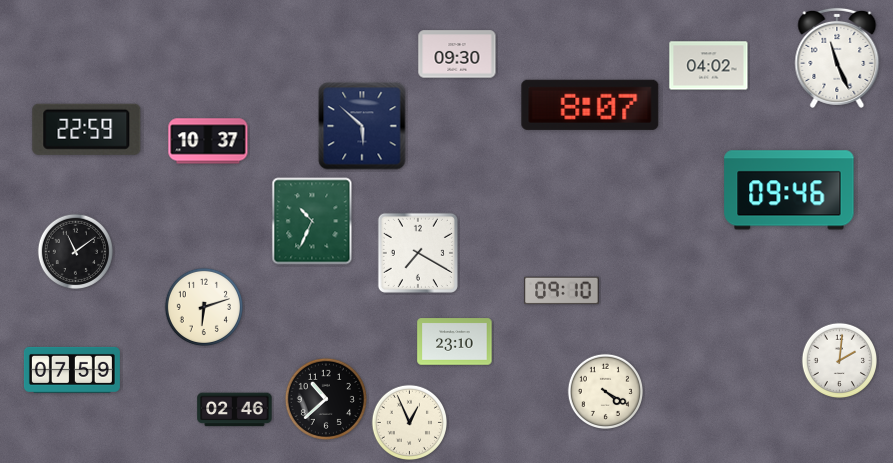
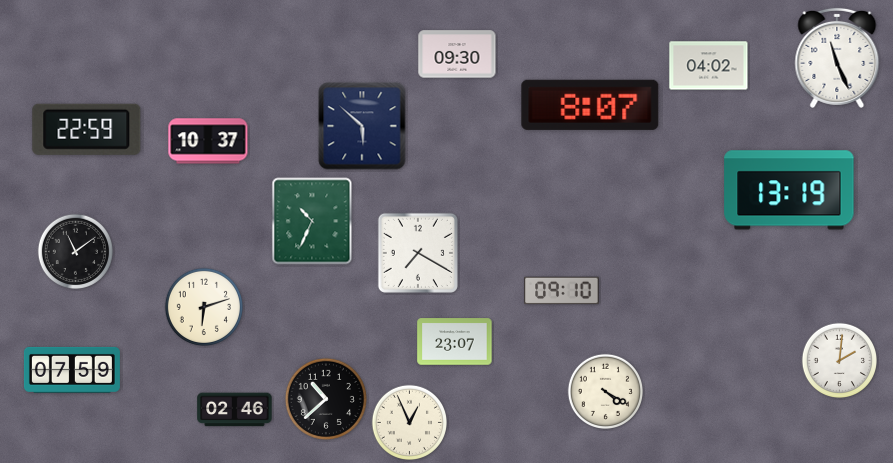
clock at (789, 190): 09:46 -> 13:19
clock at (455, 342): 23:10 -> 23:07
